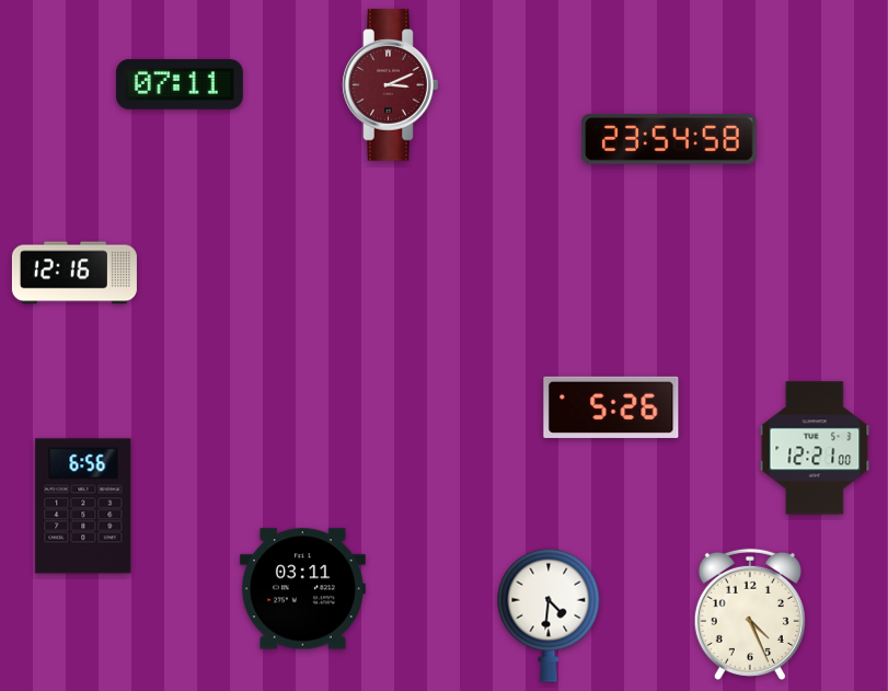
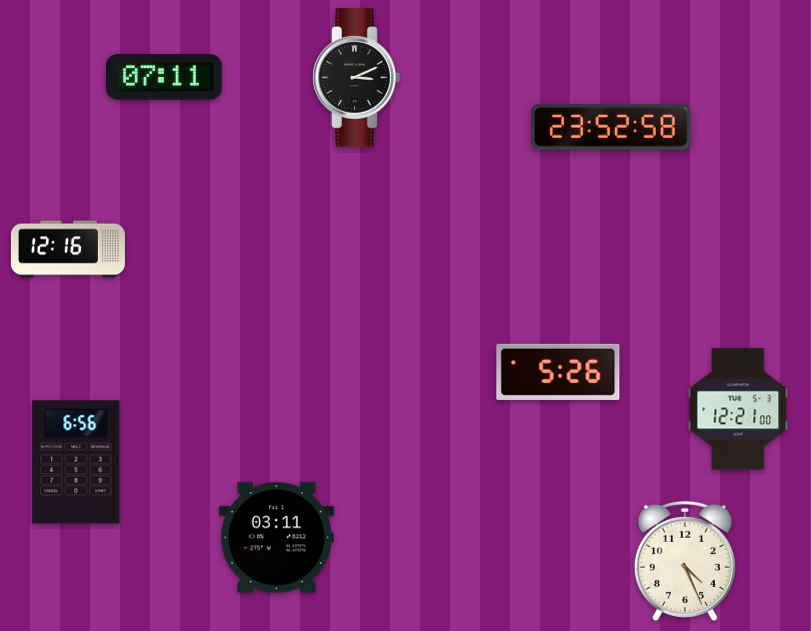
clock at (391, 85) dial: burgundy -> black
clock at (669, 139): 23:54 -> 23:52
clock at (815, 448) position: (815, 448) -> (738, 409)
clock at (549, 615): 4:31 -> none
